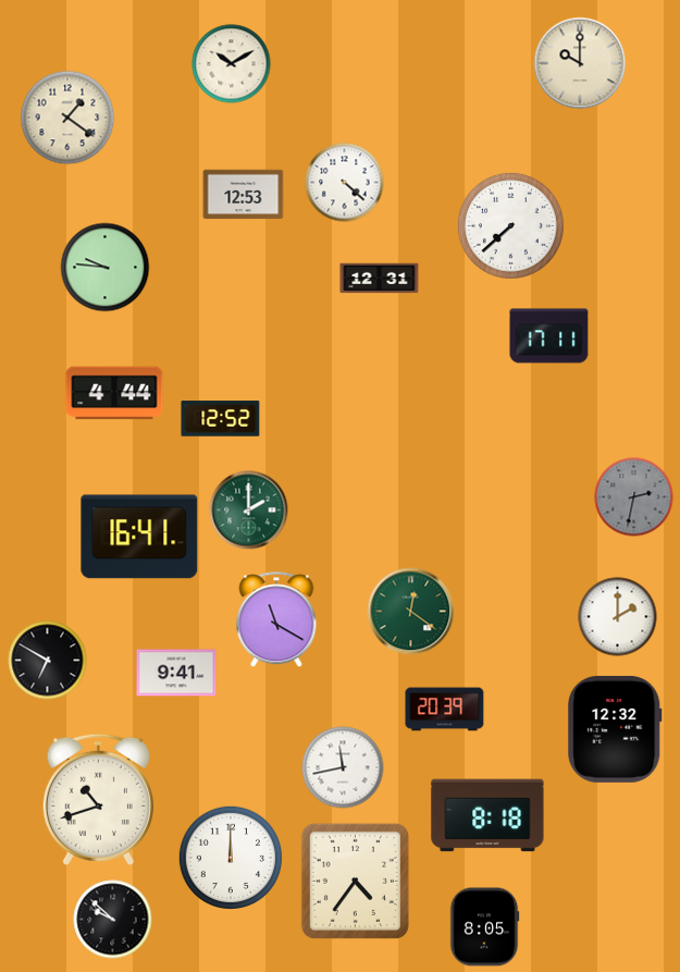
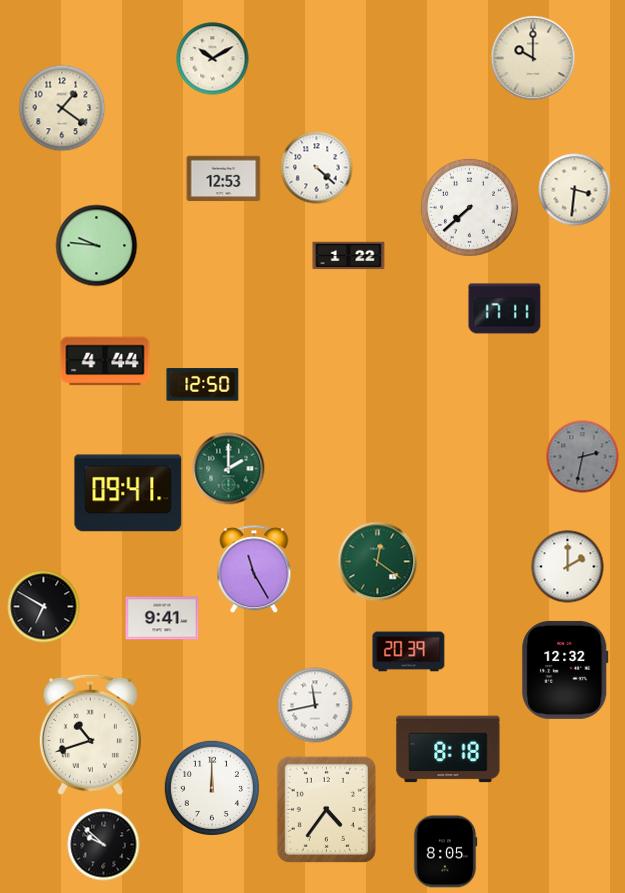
clock at (575, 190): none -> 3:31
clock at (380, 279): 12:31 -> 1:22
clock at (221, 419): 12:52 -> 12:50
clock at (139, 537): 16:41 -> 09:41
clock at (276, 620): 11:20 -> 11:25
